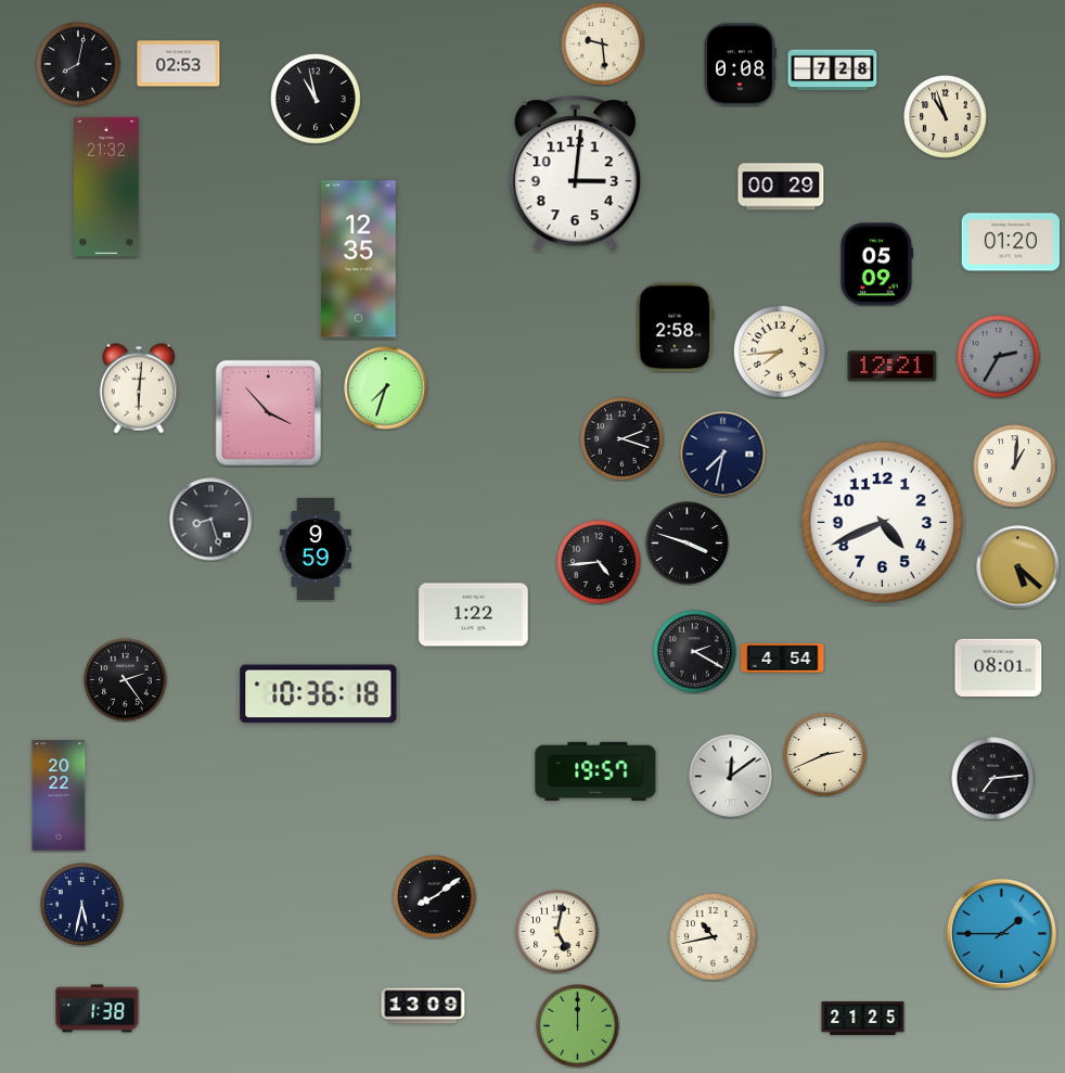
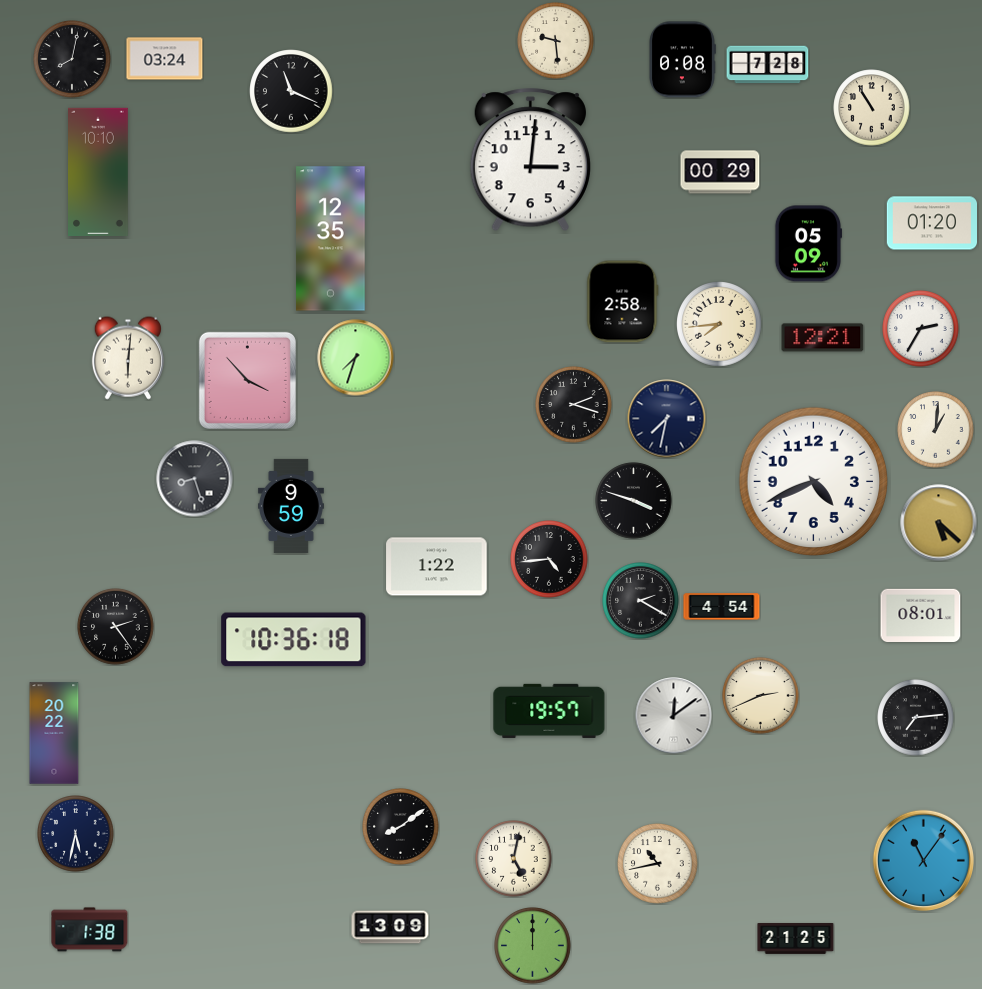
clock at (179, 64): 02:53 -> 03:24
clock at (316, 99): 10:58 -> 11:19
clock at (946, 117): 10:57 -> 10:55
clock at (107, 186): 21:32 -> 10:10
clock at (999, 357) dial: grey -> white
clock at (599, 562) position: (599, 562) -> (549, 559)
clock at (1001, 933): 1:45 -> 11:06
